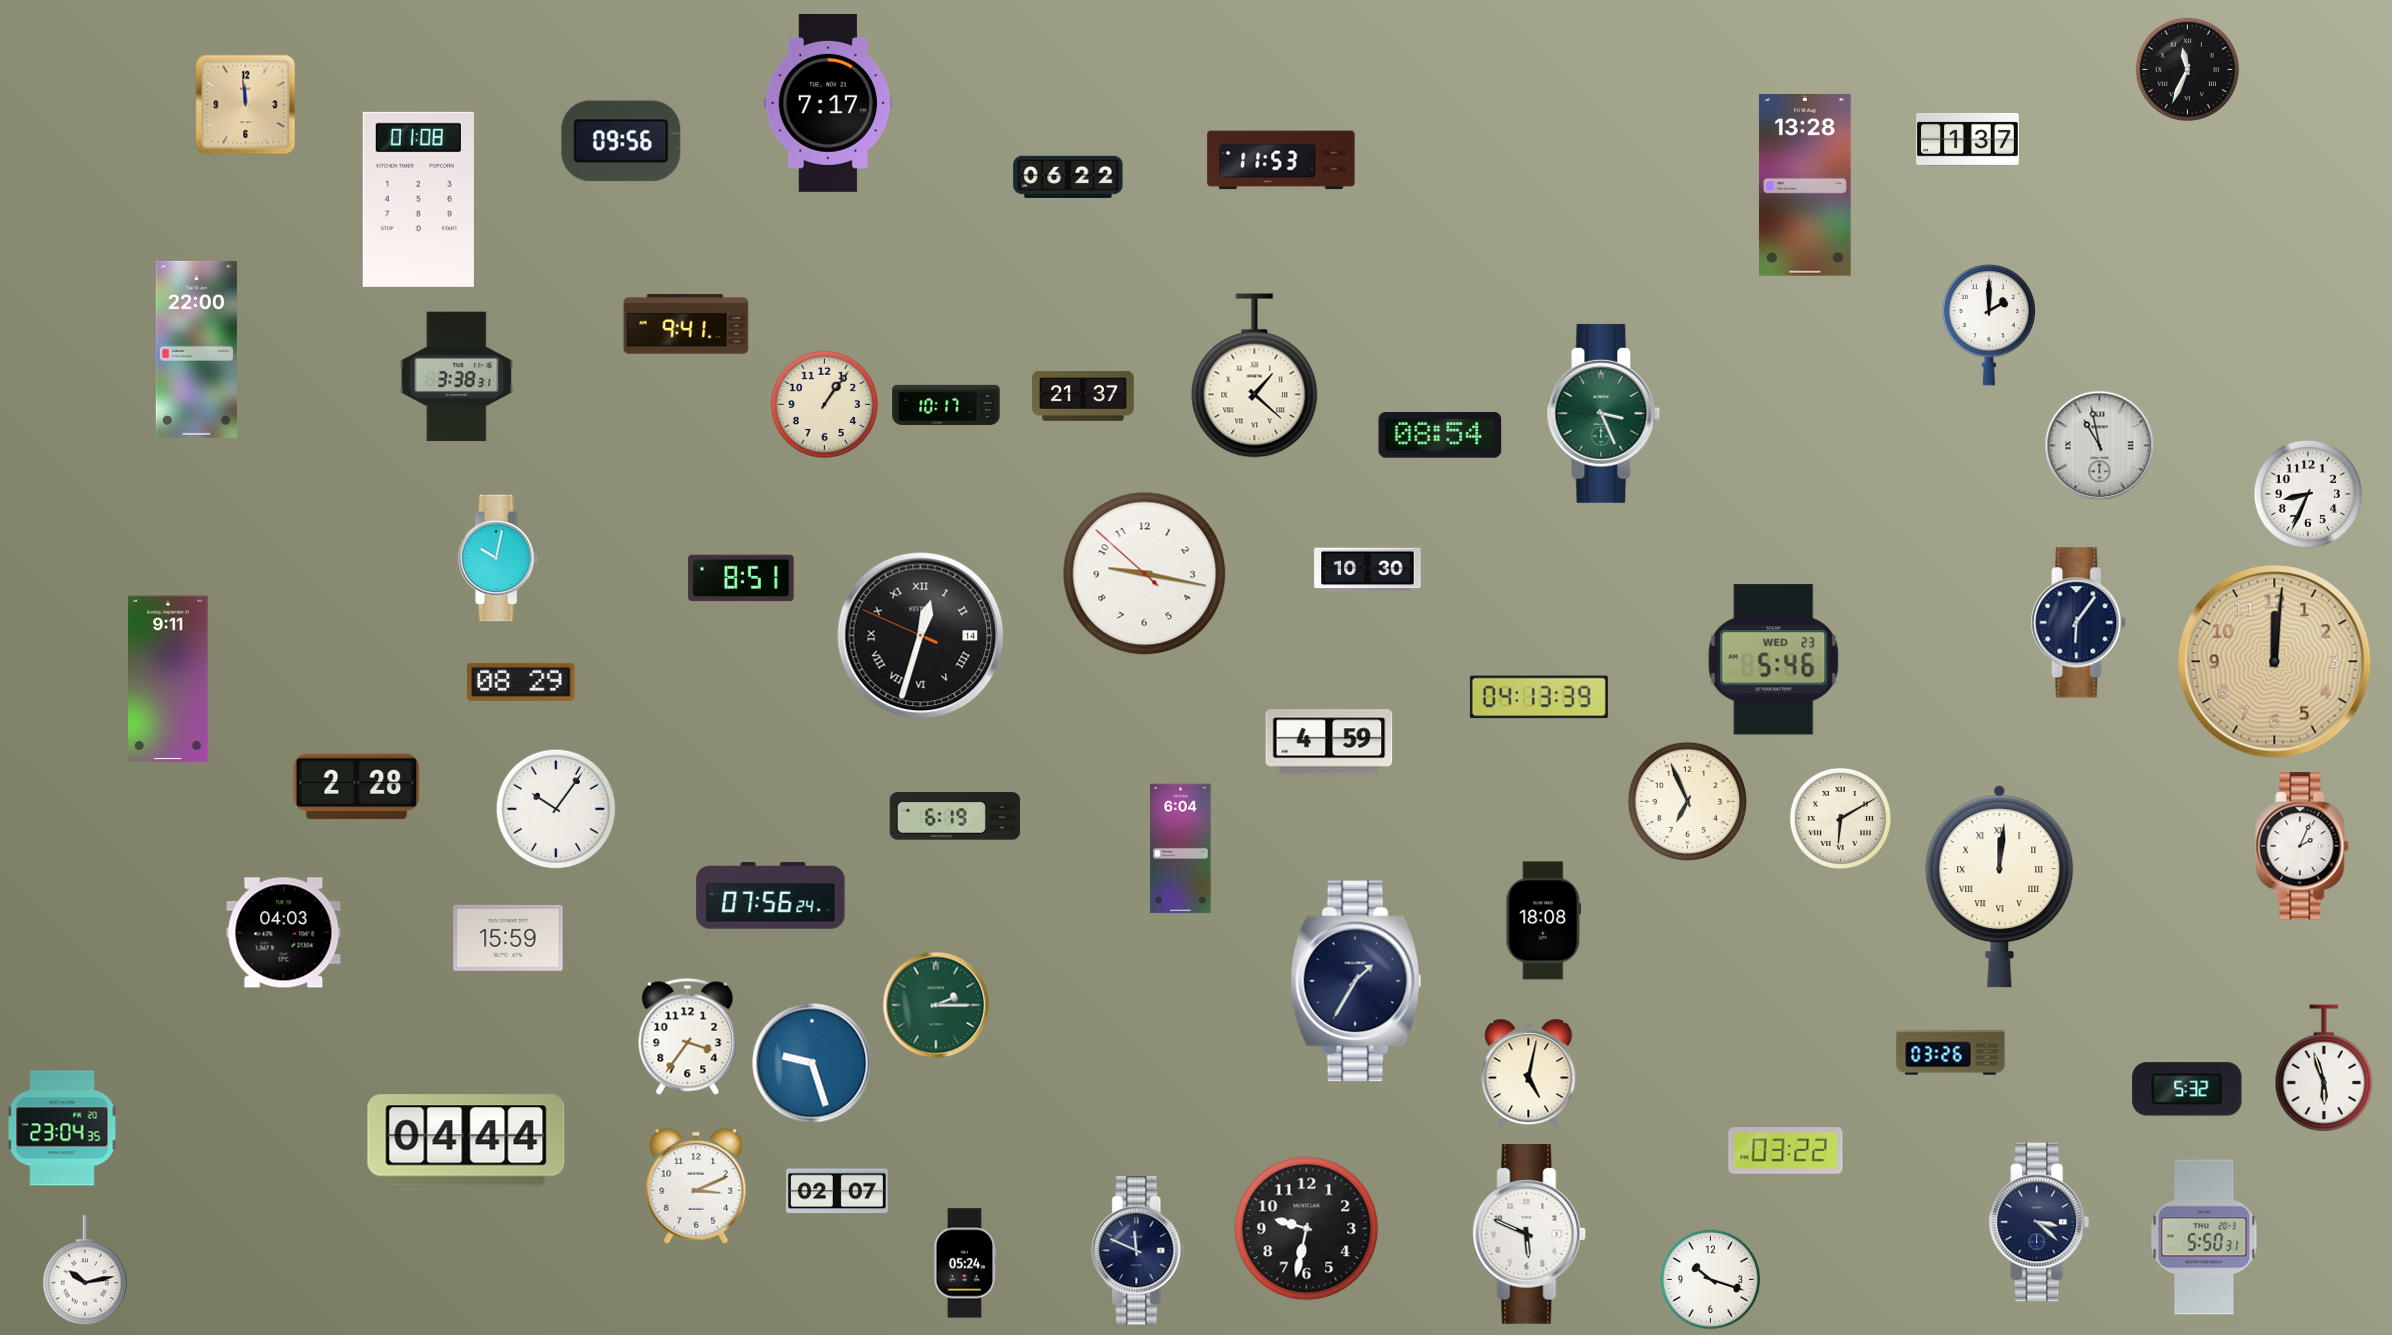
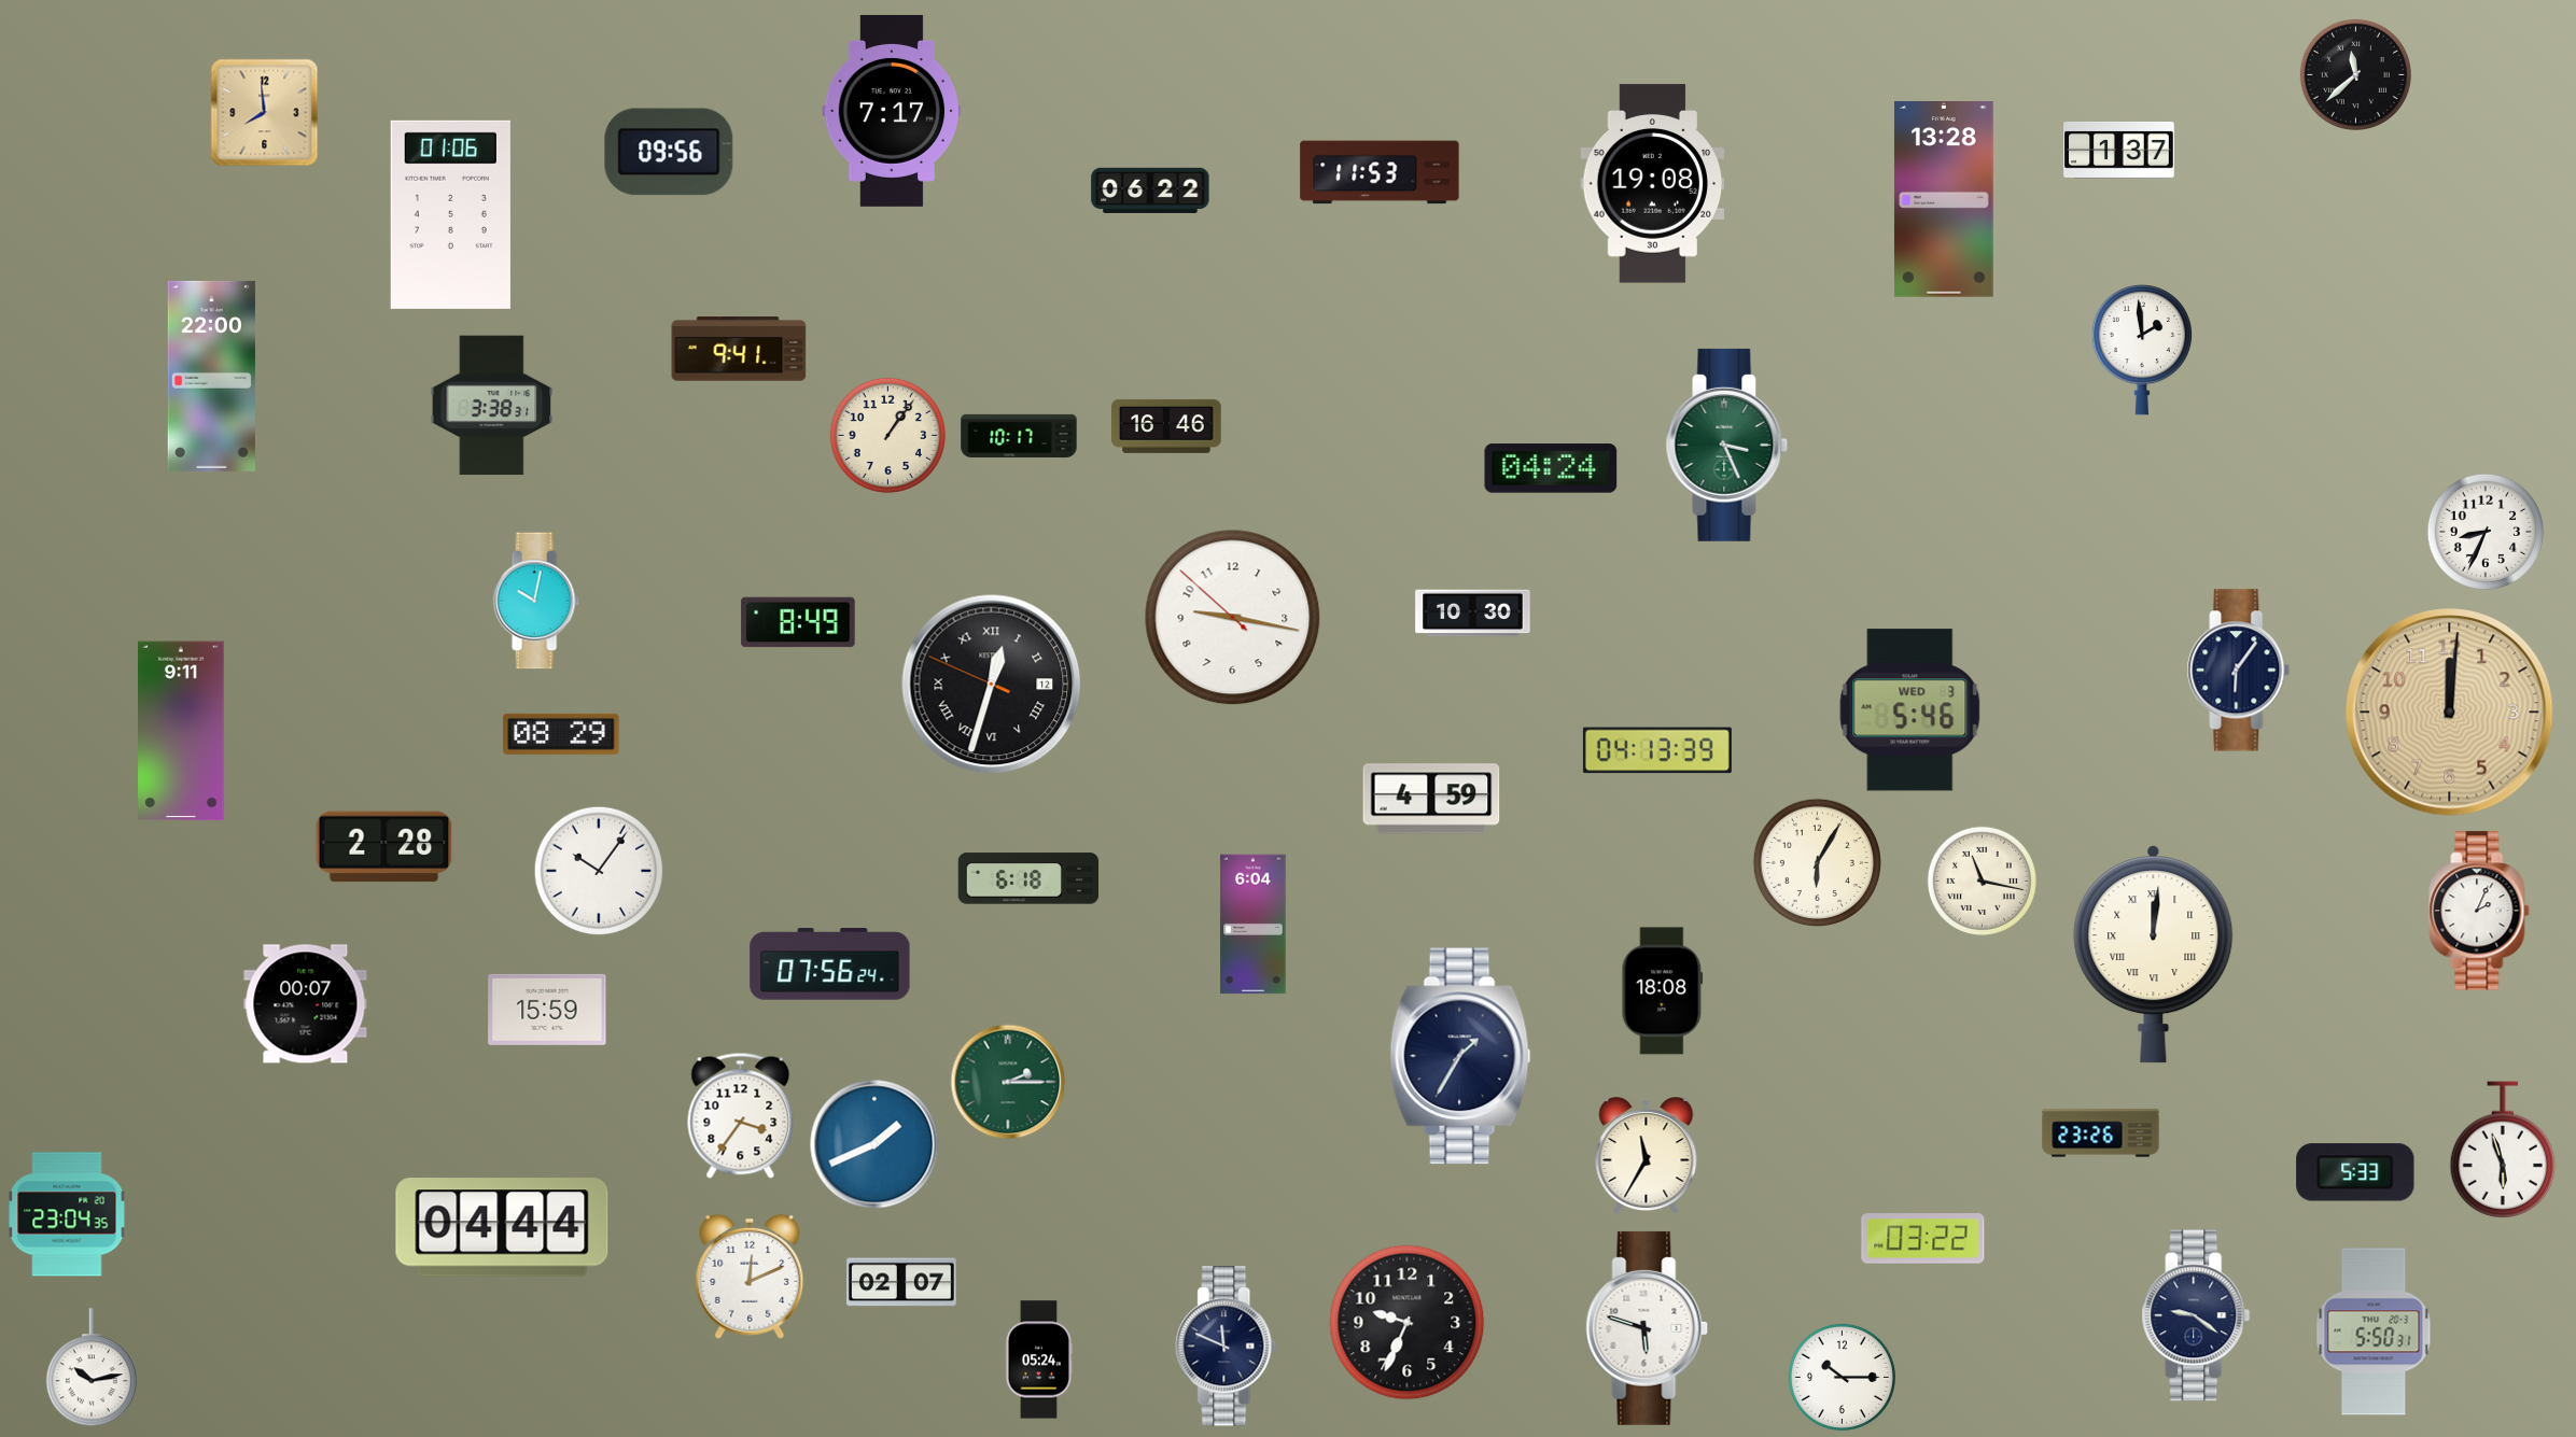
clock at (2187, 69): 11:34 -> 11:38
clock at (246, 105): 11:59 -> 7:59
clock at (1653, 184): none -> 19:08
clock at (418, 199): 01:08 -> 01:06
clock at (1988, 325): 2:00 -> 1:59
clock at (1255, 376): 1:22 -> none
clock at (1084, 396): 21:37 -> 16:46
clock at (1440, 435): 08:54 -> 04:24
clock at (2100, 446): 10:58 -> none
clock at (741, 578): 8:51 -> 8:49
clock at (921, 636) date: 14 -> 12
clock at (1774, 660) date: WED 23 -> WED 3
clock at (1688, 802): 6:56 -> 6:05
clock at (955, 816): 6:19 -> 6:18
clock at (1840, 818): 6:10 -> 11:17
clock at (1181, 849) position: (1181, 849) -> (1254, 925)
clock at (284, 933): 04:03 -> 00:07
clock at (1951, 1053): 03:26 -> 23:26
clock at (812, 1063): 9:27 -> 1:41
clock at (1529, 1074): 5:02 -> 11:35
clock at (2187, 1089): 5:32 -> 5:33
clock at (696, 1186): 3:11 -> 12:11
clock at (2039, 1222): 3:22 -> 9:21
clock at (1307, 1229): 9:32 -> 9:34
clock at (1529, 1234): 5:49 -> 5:48
clock at (1710, 1279): 10:18 -> 10:15
